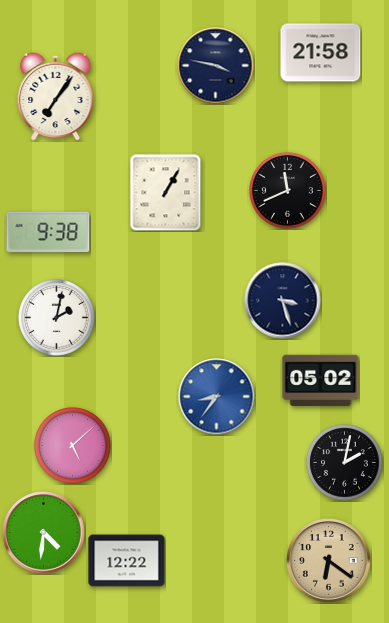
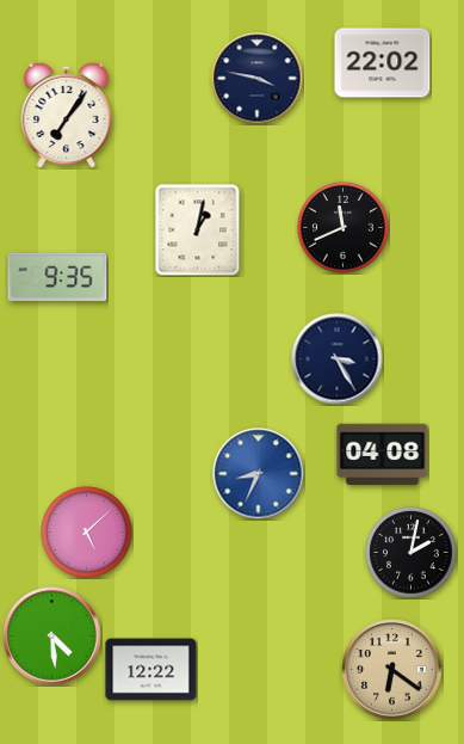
clock at (321, 53): 21:58 -> 22:02
clock at (166, 192): 1:05 -> 1:02
clock at (48, 231): 9:38 -> 9:35
clock at (283, 301): 3:27 -> 3:25
clock at (57, 318): 2:02 -> none
clock at (321, 381): 05:02 -> 04:08
clock at (217, 397): 8:36 -> 8:34
clock at (44, 533): 4:31 -> 4:29
